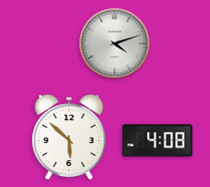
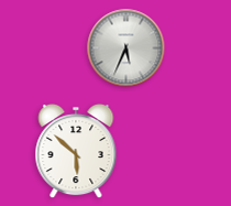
clock at (115, 44): 4:12 -> 5:34
clock at (158, 141): 4:08 -> none
